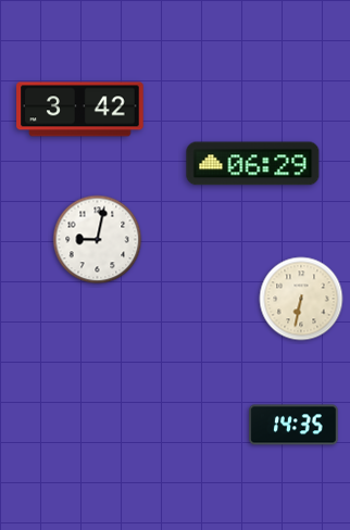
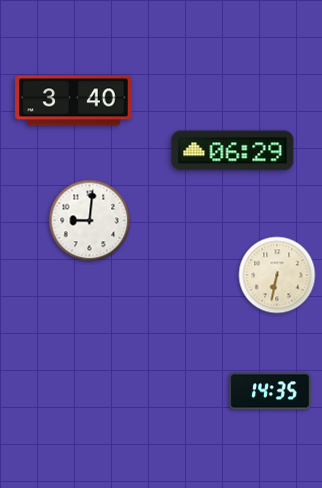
clock at (80, 110): 3:42 -> 3:40
clock at (98, 240): 9:02 -> 9:01
